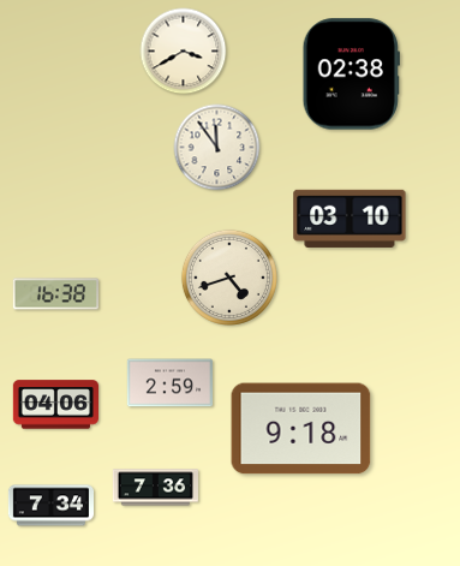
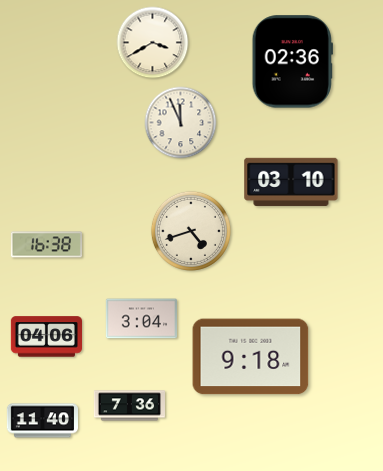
clock at (351, 75): 02:38 -> 02:36
clock at (217, 148): 11:54 -> 11:56
clock at (169, 383): 2:59 -> 3:04
clock at (50, 506): 7:34 -> 11:40
